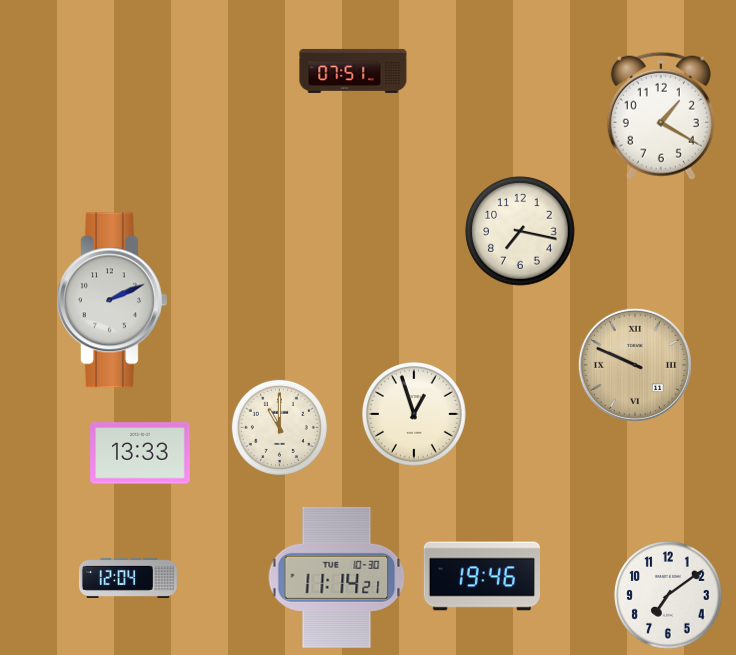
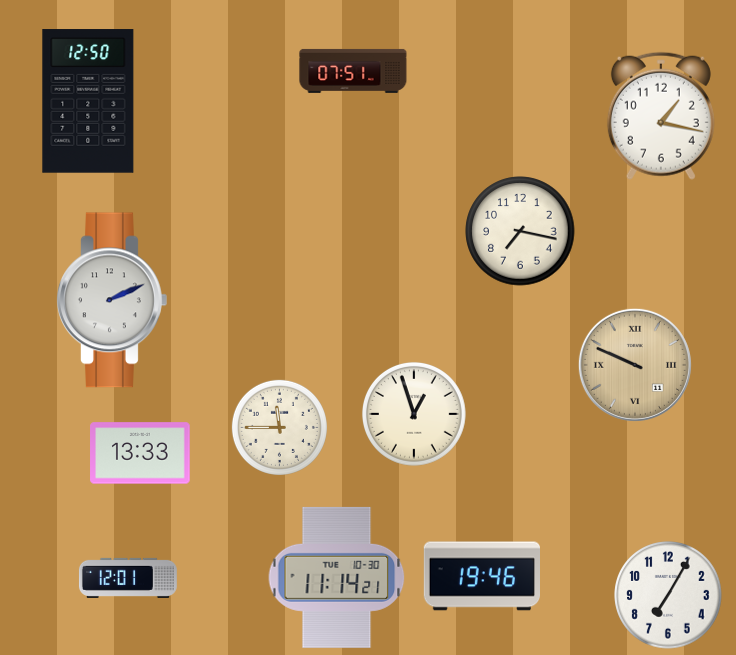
clock at (88, 101): none -> 12:50
clock at (661, 116): 1:20 -> 1:17
clock at (279, 427): 11:00 -> 11:45
clock at (128, 578): 12:04 -> 12:01
clock at (668, 595): 7:09 -> 7:05
